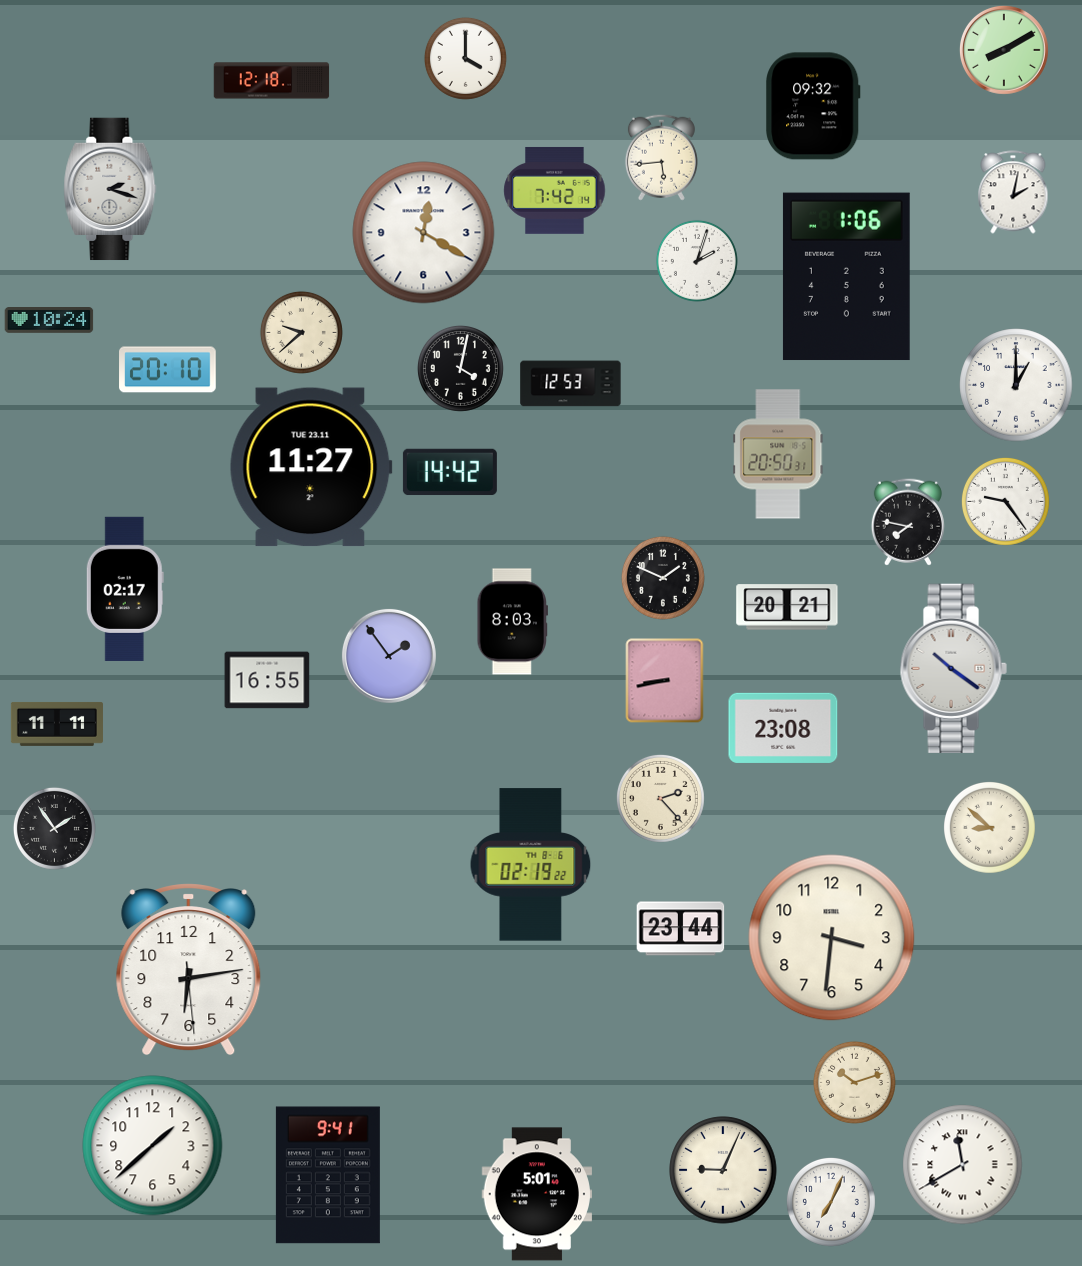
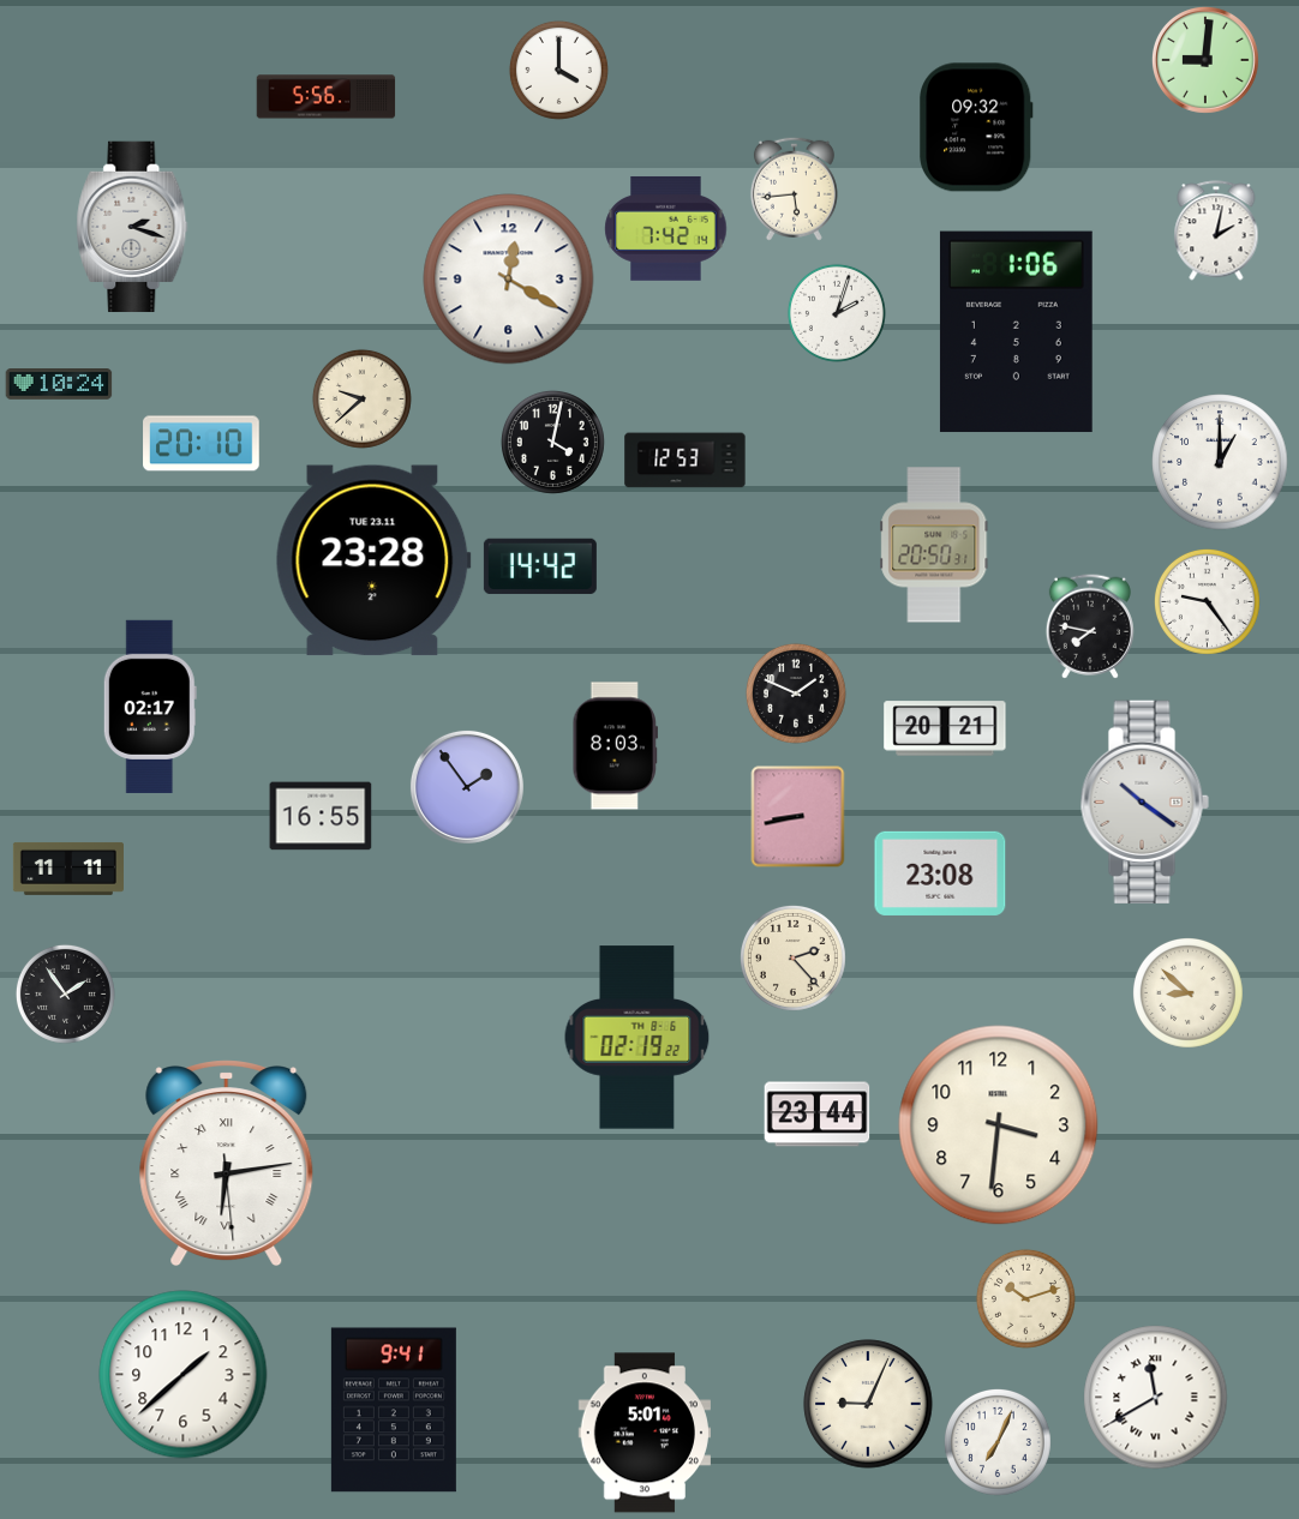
clock at (1004, 50): 8:10 -> 9:01
clock at (272, 81): 12:18 -> 5:56
clock at (311, 467): 11:27 -> 23:28
clock at (189, 970) numerals: Arabic -> Roman
